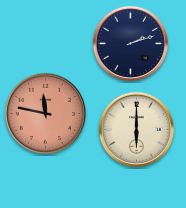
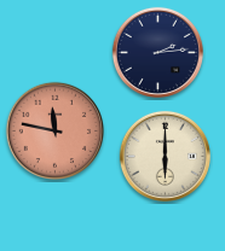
clock at (130, 43): 2:12 -> 2:14
clock at (45, 113) position: (45, 113) -> (54, 130)
